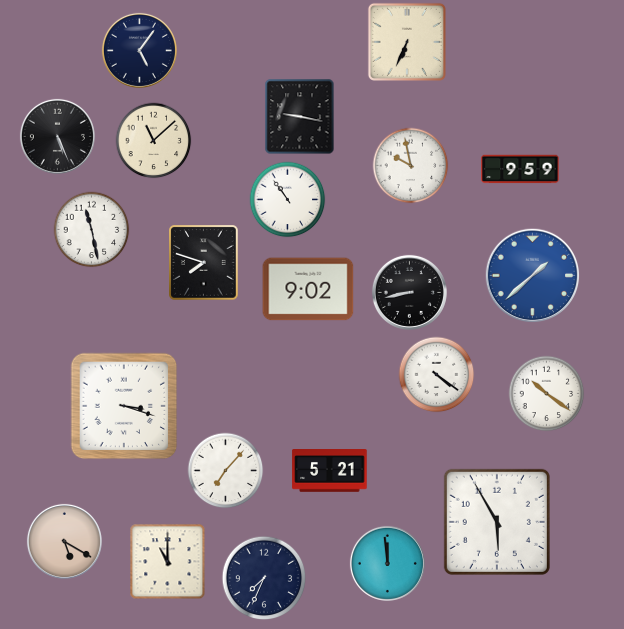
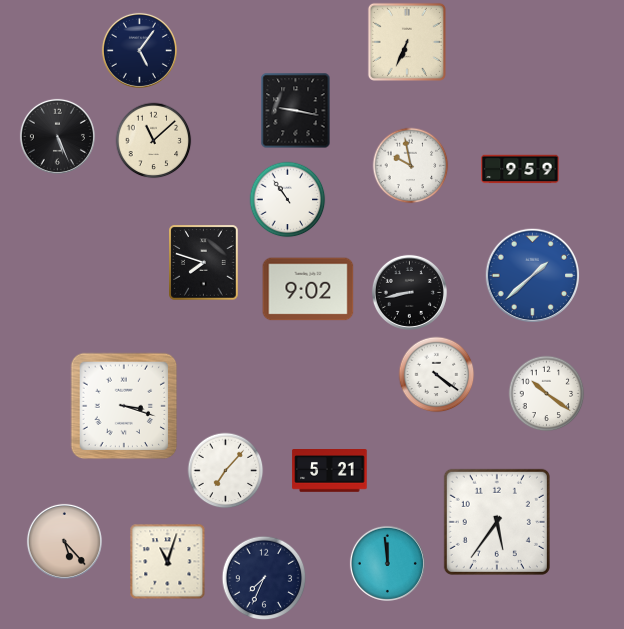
clock at (300, 117) position: (300, 117) -> (296, 111)
clock at (92, 230): 11:28 -> none
clock at (497, 522): 5:55 -> 5:36
clock at (64, 541): 5:20 -> 5:23
clock at (168, 562): 11:00 -> 11:03
